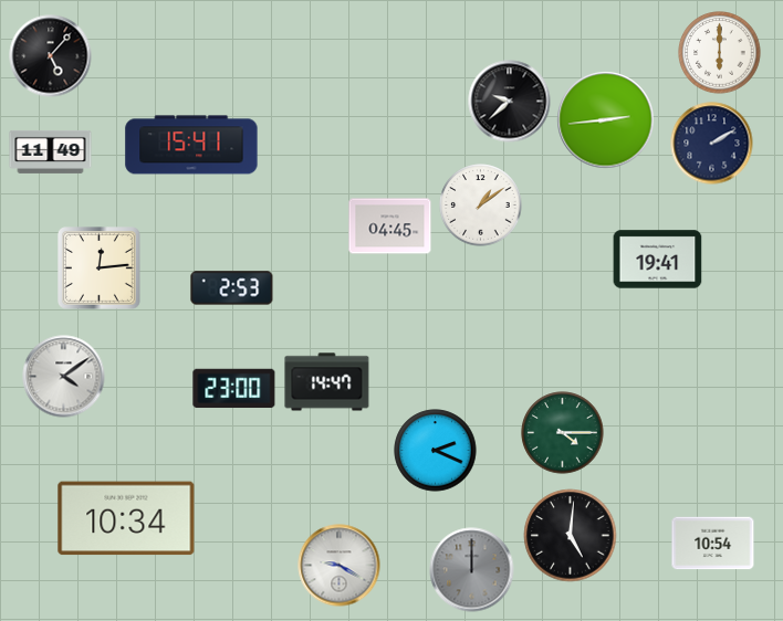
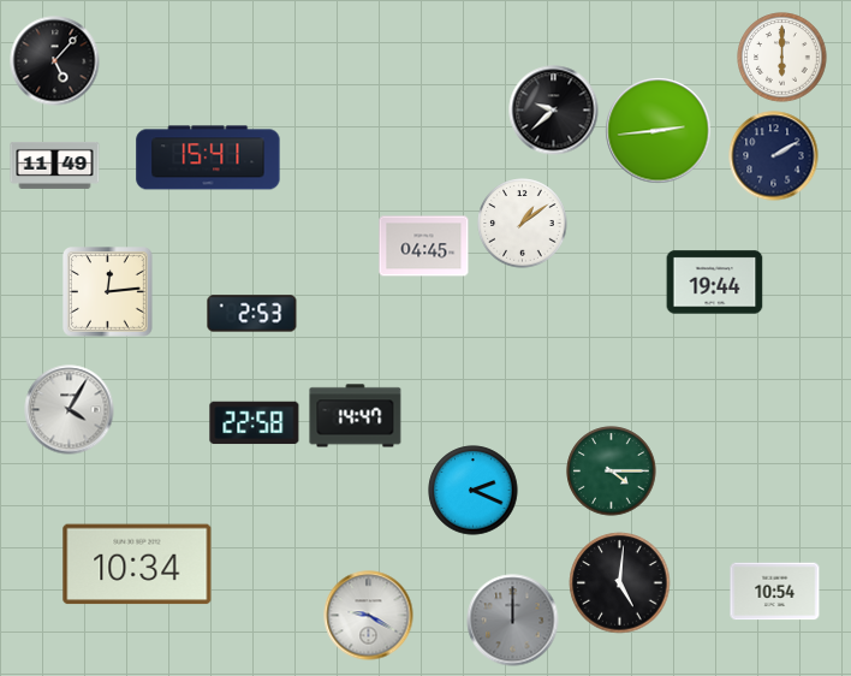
clock at (658, 260): 19:41 -> 19:44
clock at (64, 377): 4:09 -> 4:05
clock at (234, 389): 23:00 -> 22:58
